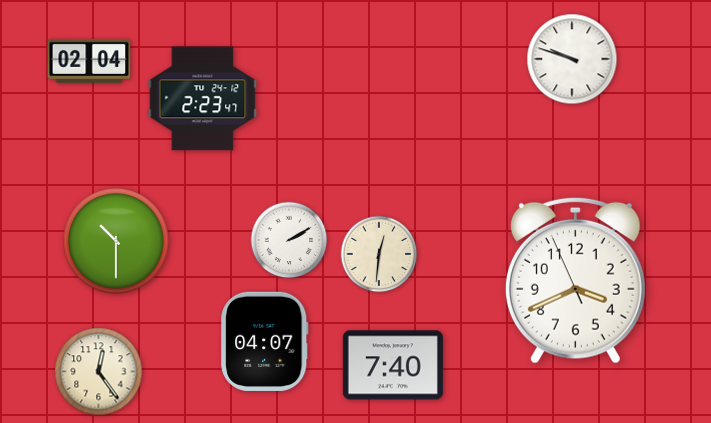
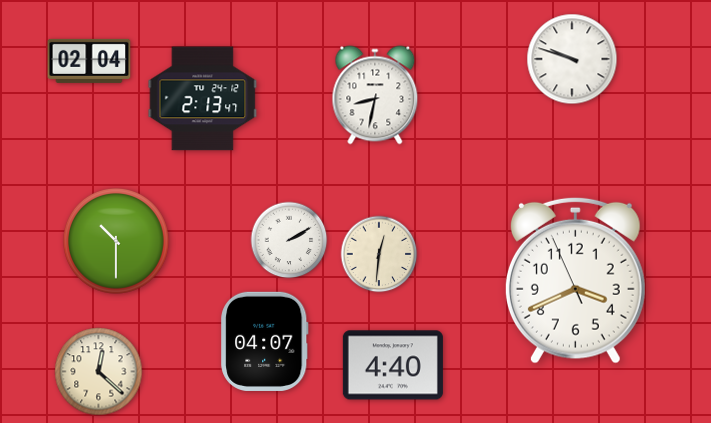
clock at (375, 95): none -> 8:32
clock at (203, 99): 2:23 -> 2:13
clock at (393, 365): 7:40 -> 4:40
clock at (99, 372): 12:24 -> 12:22
